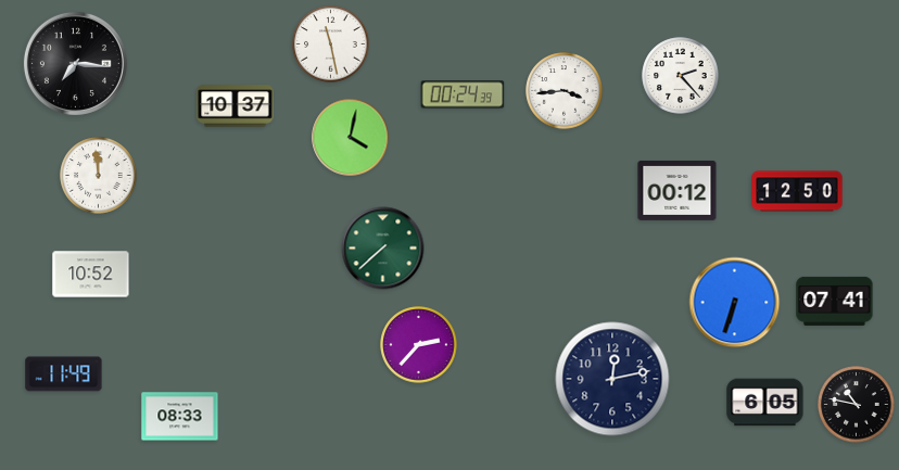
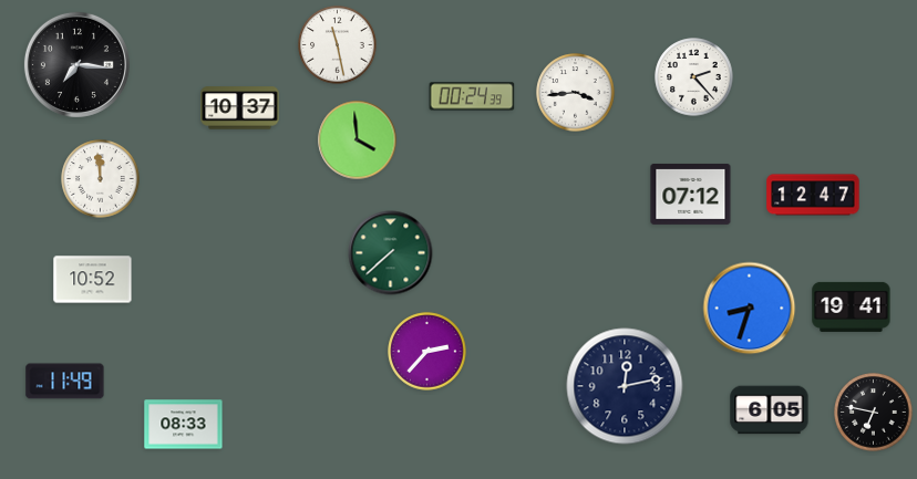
clock at (351, 138): 4:02 -> 3:59
clock at (678, 190): 00:12 -> 07:12
clock at (797, 191): 12:50 -> 12:47
clock at (835, 301): 07:41 -> 19:41
clock at (735, 303): 6:33 -> 8:33
clock at (765, 403) position: (765, 403) -> (770, 410)
clock at (857, 405): 10:47 -> 6:47
